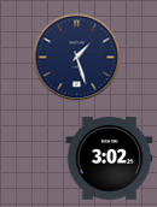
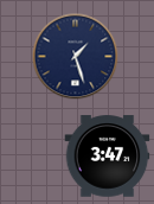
clock at (110, 159): 3:02 -> 3:47
